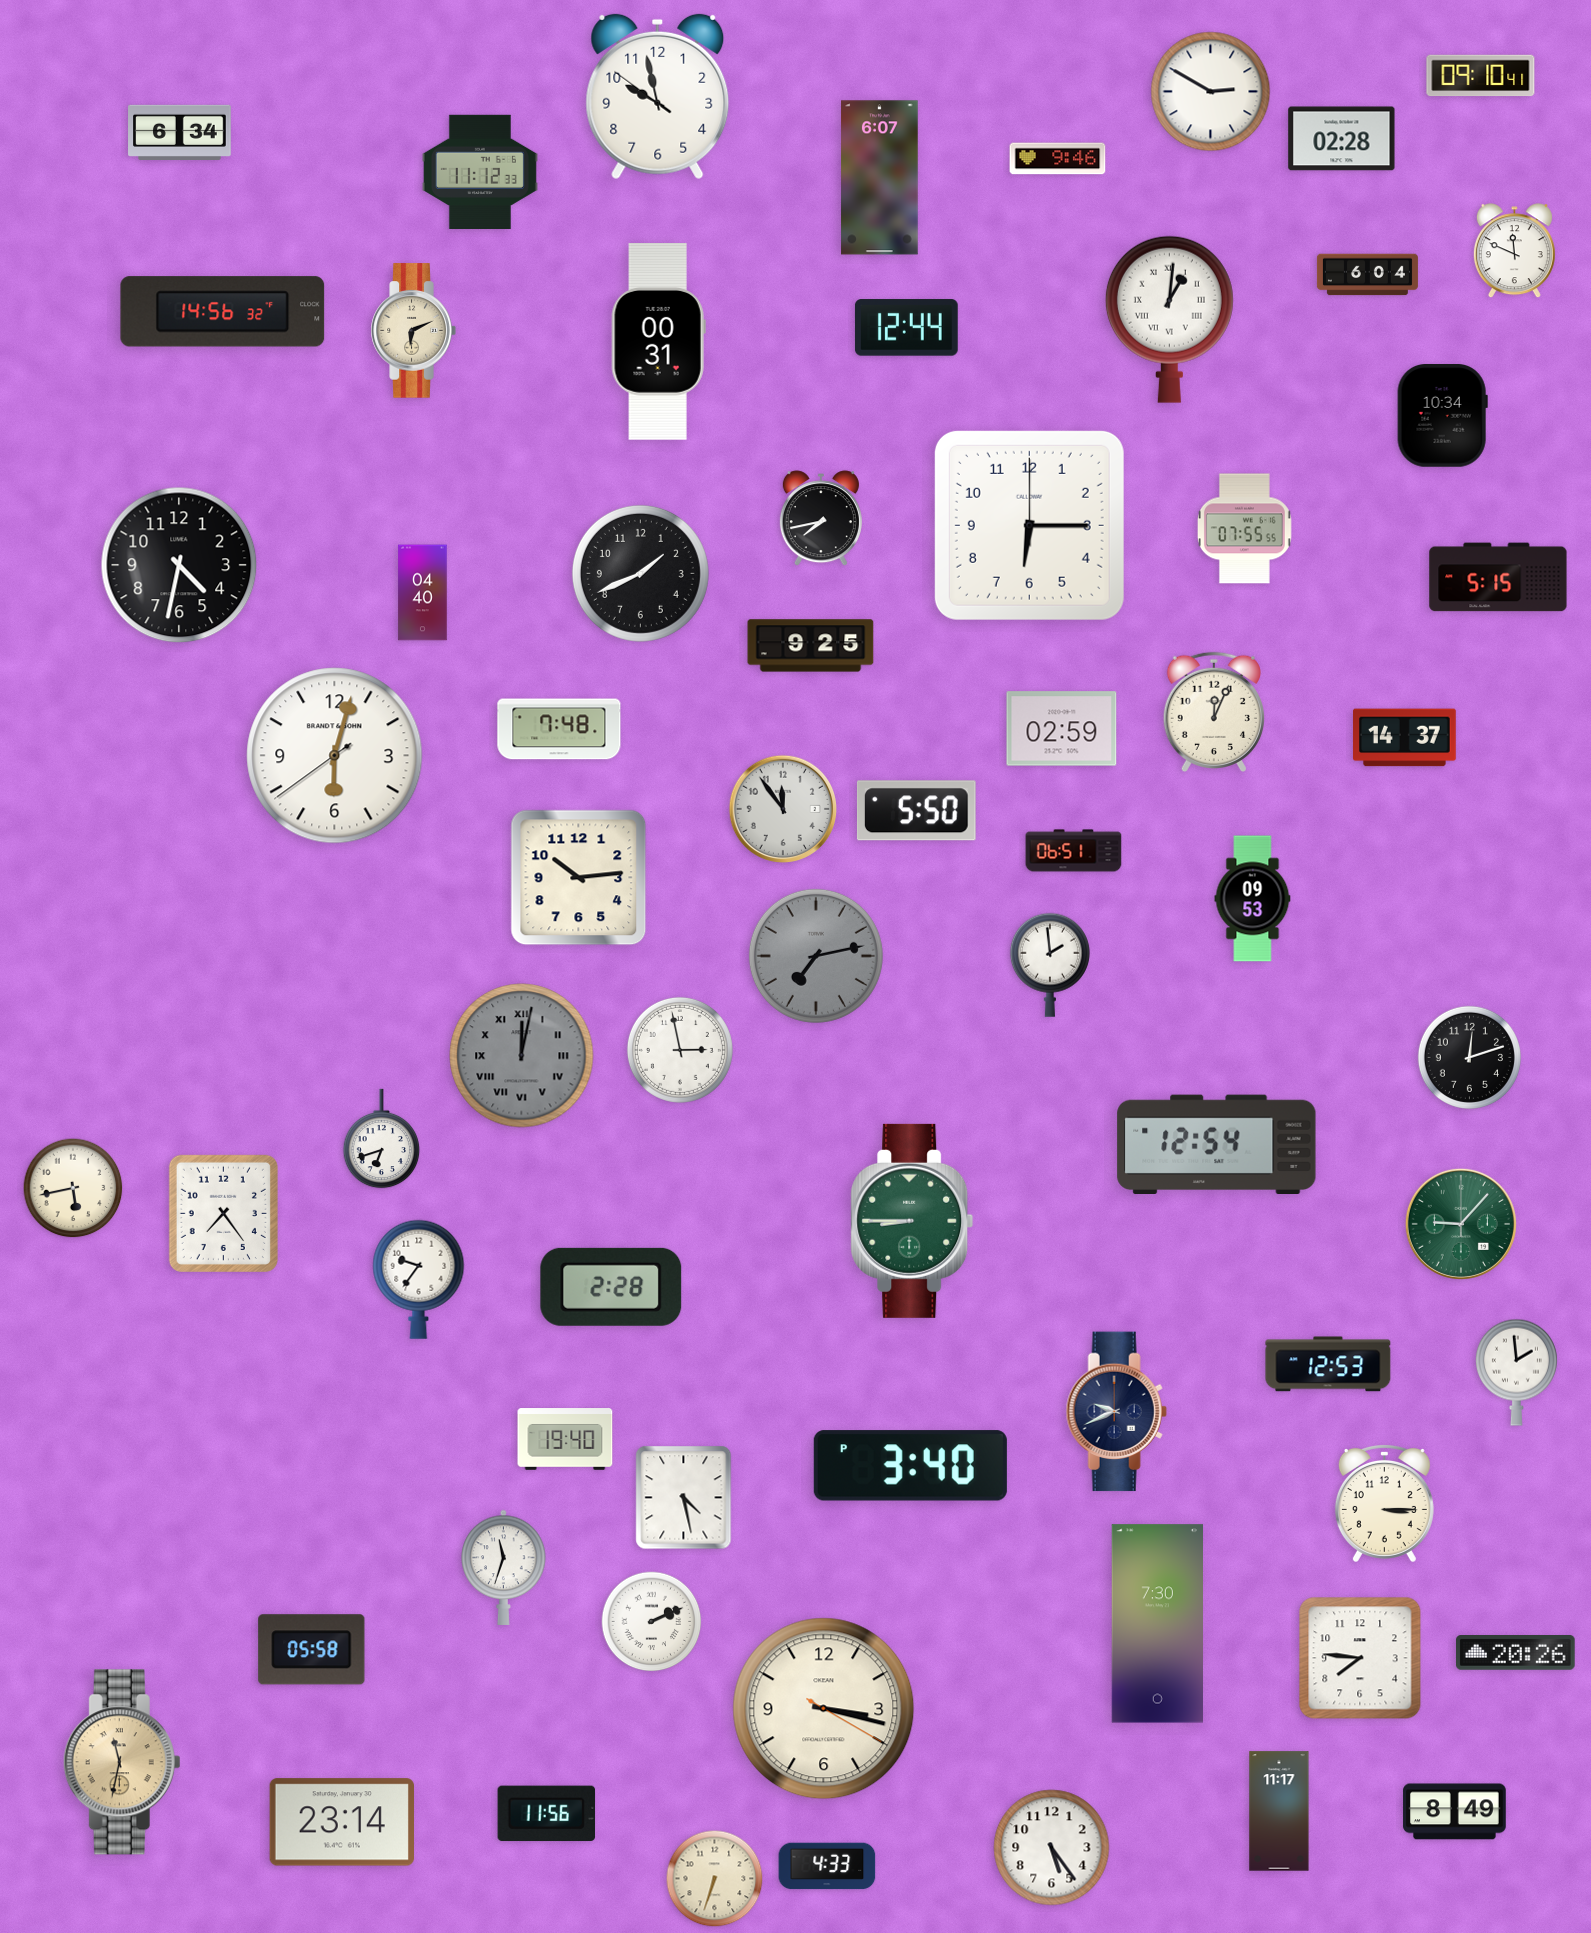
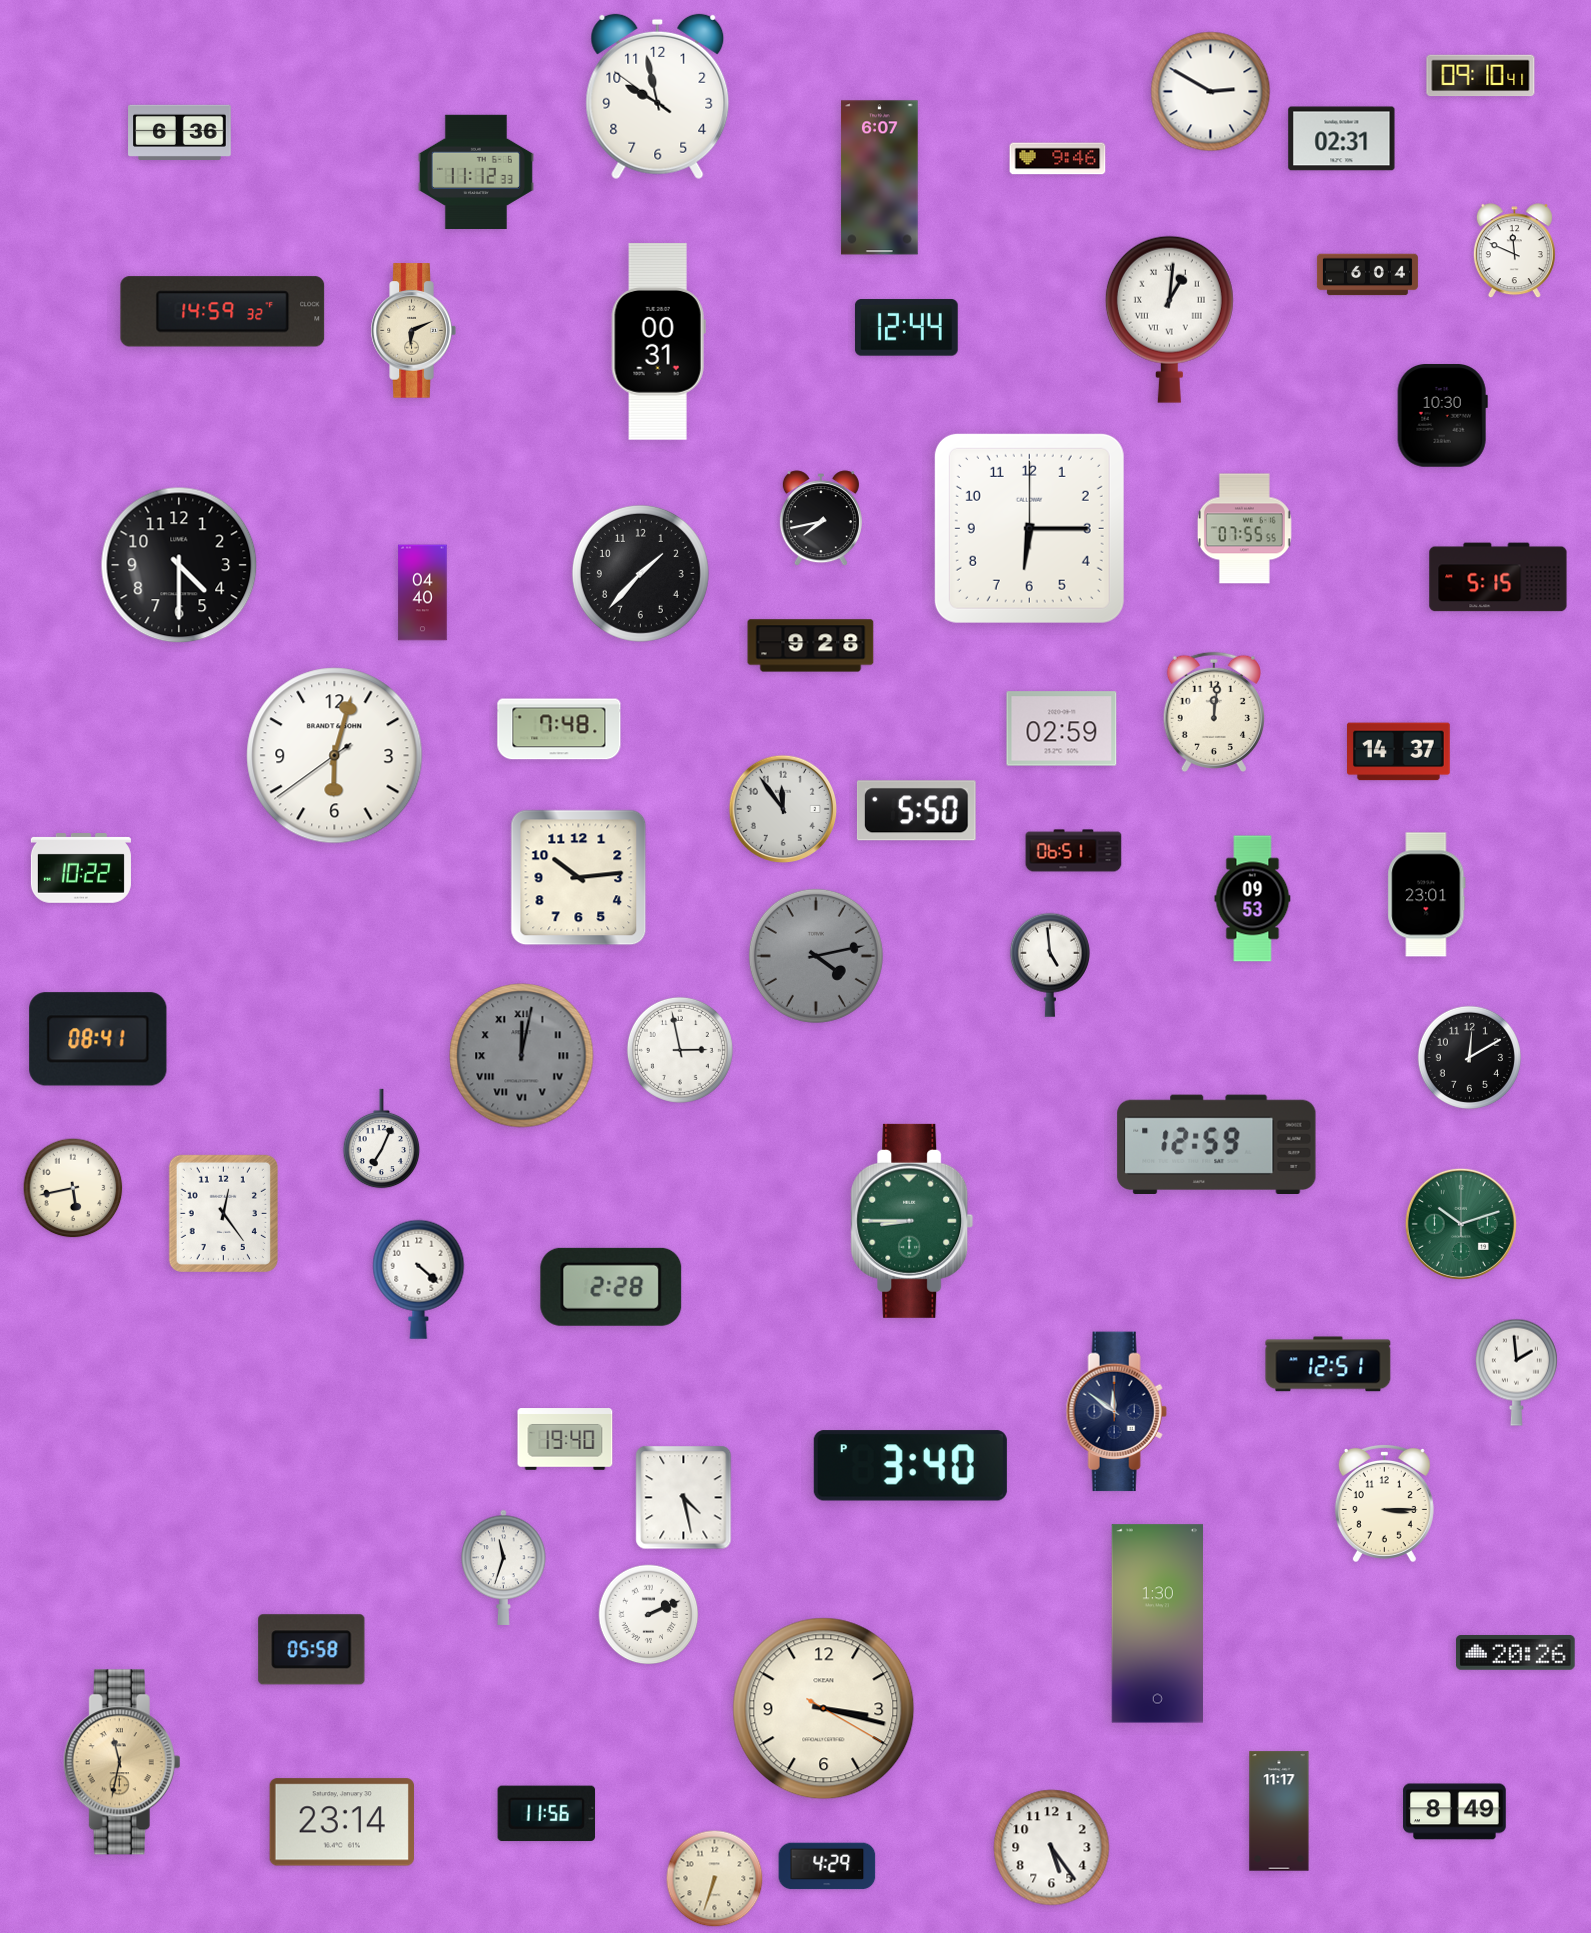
clock at (180, 132): 6:34 -> 6:36
clock at (1342, 139): 02:28 -> 02:31
clock at (480, 171) position: (480, 171) -> (476, 171)
clock at (223, 312): 14:56 -> 14:59
clock at (1442, 416): 10:34 -> 10:30
clock at (1029, 525) position: (1029, 525) -> (1029, 528)
clock at (179, 565): 4:32 -> 4:30
clock at (640, 573): 1:41 -> 1:37
clock at (811, 646): 9:25 -> 9:28
clock at (1214, 711): 12:04 -> 12:01
clock at (1405, 738) position: (1405, 738) -> (1399, 752)
clock at (81, 869): none -> 10:22
clock at (1427, 895): none -> 23:01
clock at (816, 956): 7:13 -> 4:13
clock at (1050, 965): 1:59 -> 4:59
clock at (98, 1039): none -> 08:41
clock at (1469, 1057): 12:12 -> 12:10
clock at (382, 1139): 6:42 -> 7:04
clock at (1217, 1144): 12:54 -> 12:59
clock at (223, 1213): 7:24 -> 12:24
clock at (1461, 1224): 9:07 -> 10:12
clock at (419, 1279): 9:36 -> 4:22
clock at (1328, 1364): 12:53 -> 12:51
clock at (1116, 1412): 9:41 -> 11:51
clock at (652, 1622) position: (652, 1622) -> (649, 1615)
clock at (1157, 1624): 7:30 -> 1:30
clock at (1360, 1658): 7:46 -> none
clock at (827, 1866): 4:33 -> 4:29
